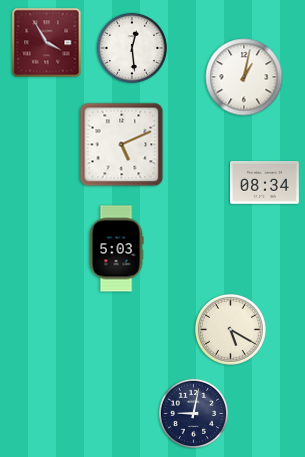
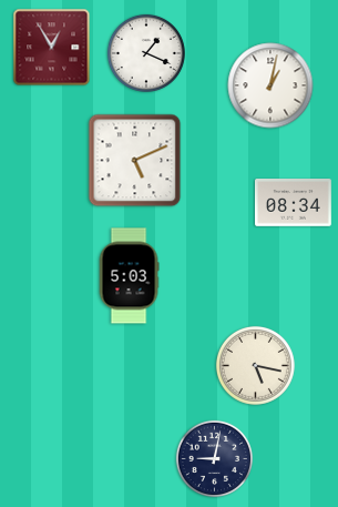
clock at (47, 43): 3:55 -> 12:55
clock at (132, 48): 12:29 -> 1:19
clock at (230, 329): 5:20 -> 5:17
